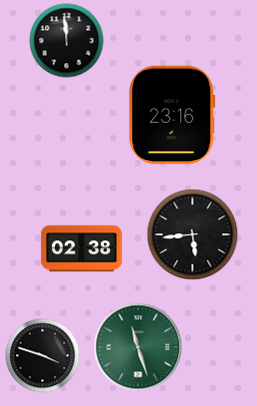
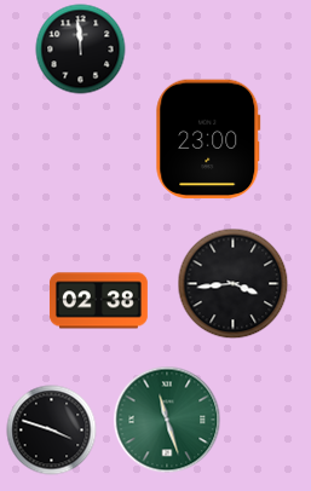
clock at (172, 115): 23:16 -> 23:00
clock at (193, 235): 5:44 -> 3:44
